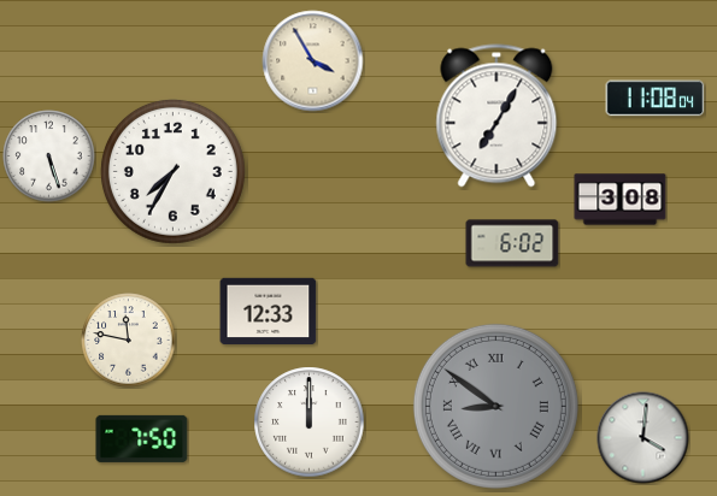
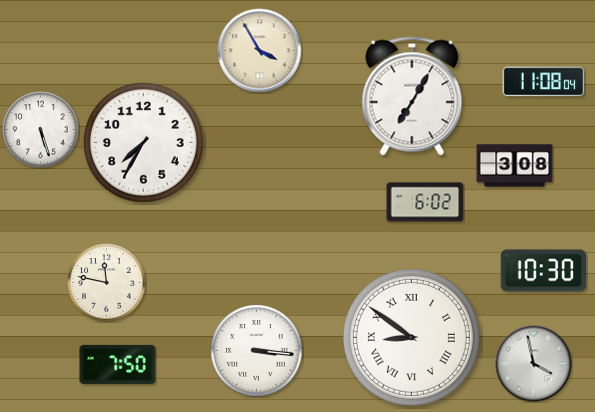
clock at (269, 311): 12:33 -> none
clock at (543, 271): none -> 10:30
clock at (495, 406) dial: grey -> white
clock at (310, 423): 12:00 -> 3:16
clock at (643, 438): 4:01 -> 3:58
